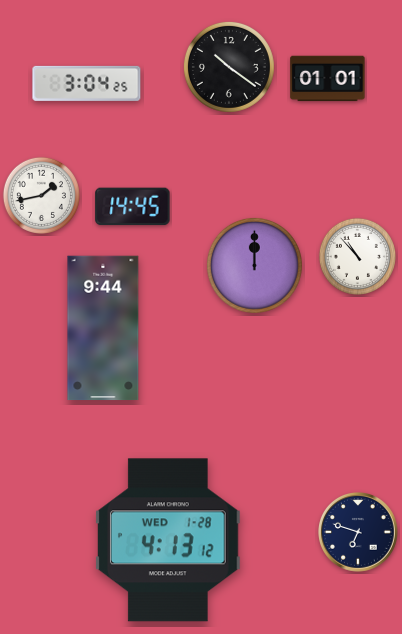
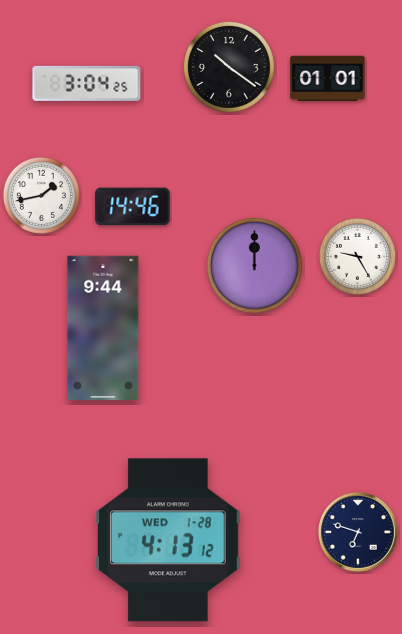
clock at (133, 207): 14:45 -> 14:46
clock at (357, 256): 10:53 -> 9:25
